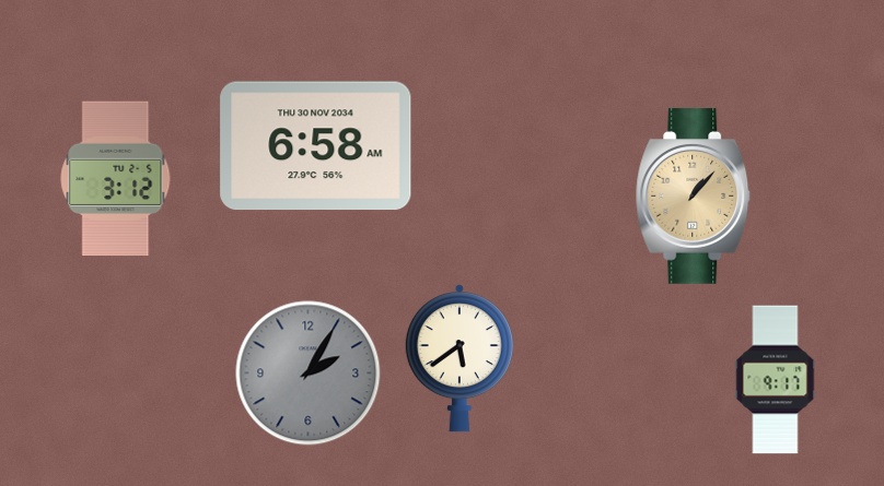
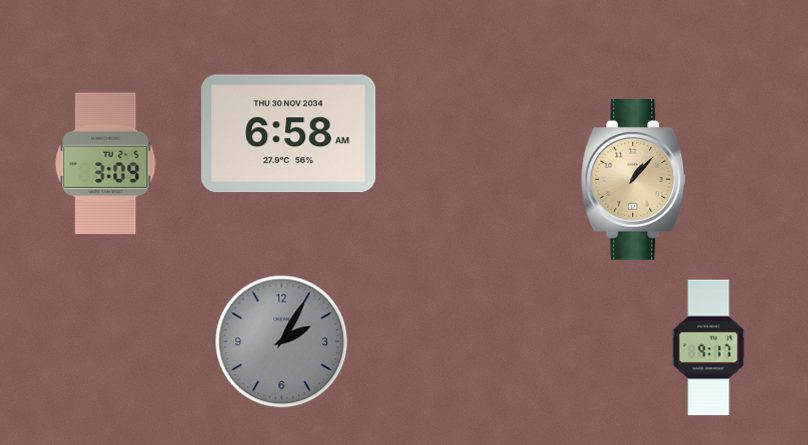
clock at (116, 179): 3:12 -> 3:09
clock at (460, 358): 5:39 -> none
